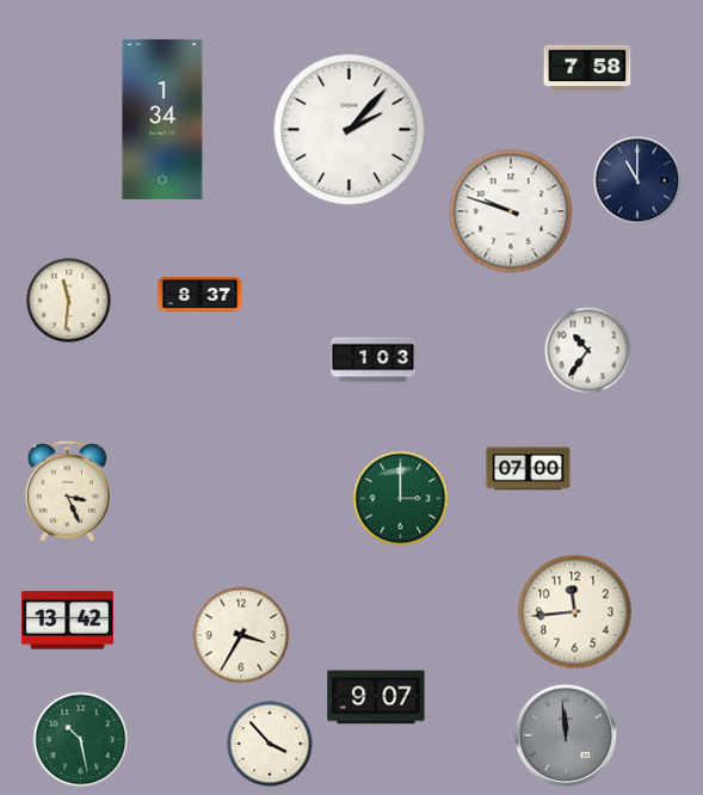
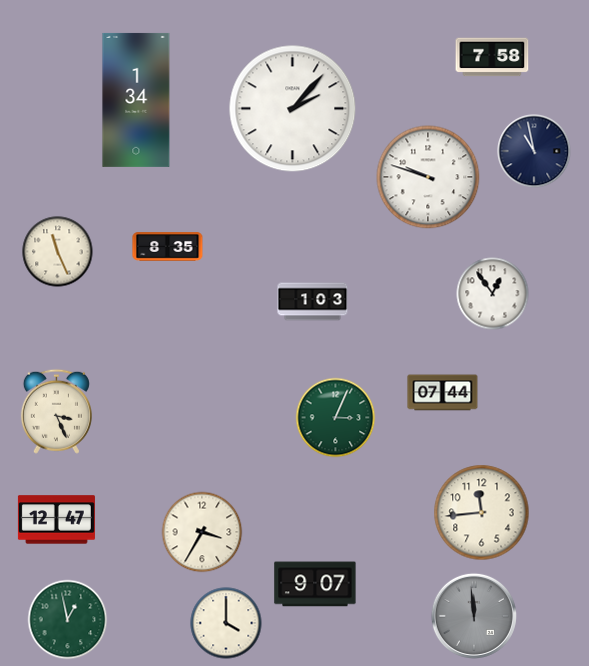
clock at (637, 180): 11:00 -> 10:58
clock at (201, 295): 8:37 -> 8:35
clock at (69, 301): 11:31 -> 11:26
clock at (588, 351): 10:36 -> 12:54
clock at (529, 469): 07:00 -> 07:44
clock at (401, 499): 3:00 -> 3:04
clock at (67, 621): 13:42 -> 12:47
clock at (81, 740): 10:28 -> 12:58
clock at (270, 744): 3:53 -> 4:00
